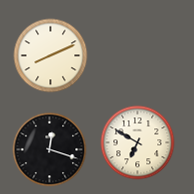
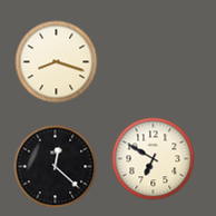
clock at (51, 56): 8:11 -> 8:18
clock at (50, 150): 12:18 -> 12:22
